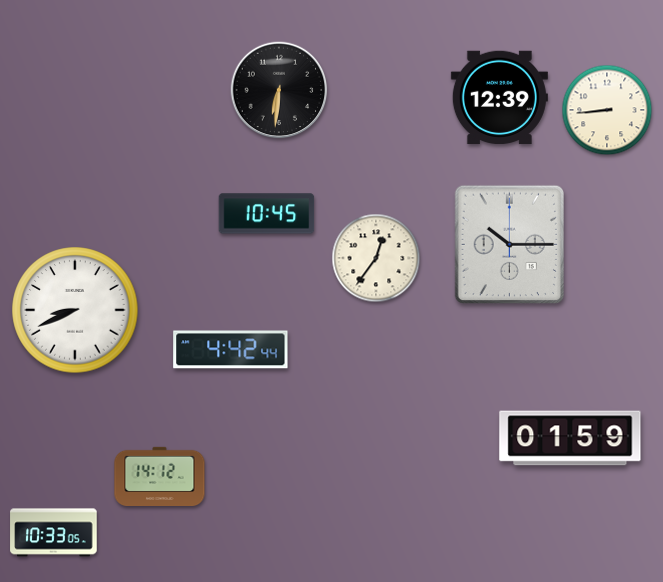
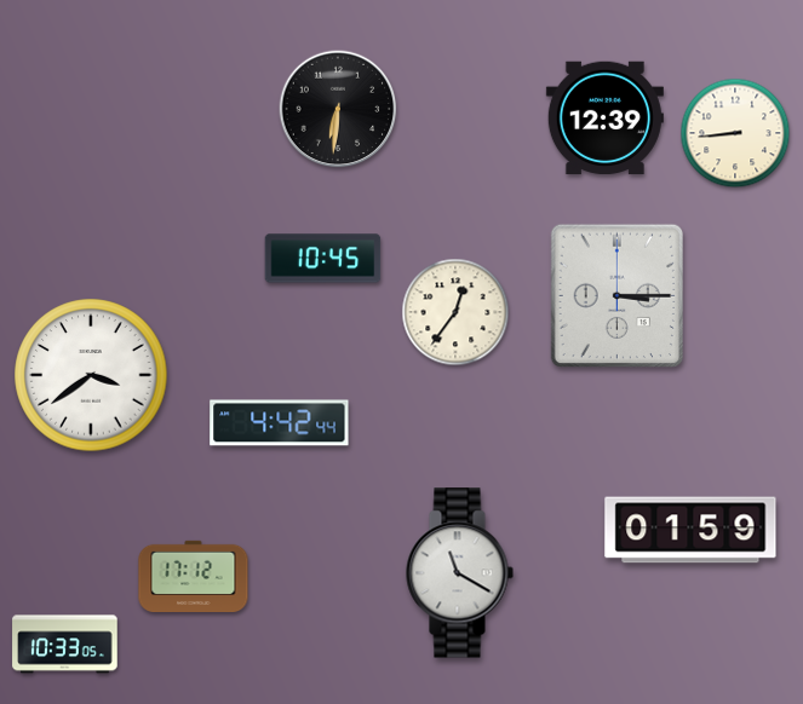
clock at (509, 244): 10:15 -> 3:15
clock at (75, 310): 8:41 -> 3:39
clock at (459, 573): none -> 11:20
clock at (160, 476): 14:12 -> 17:12
